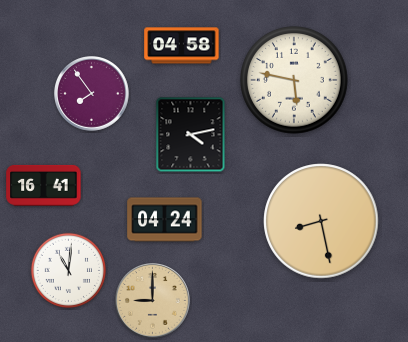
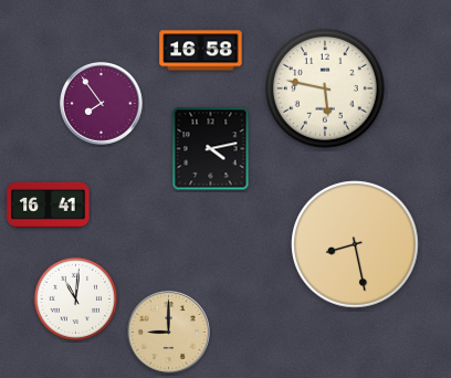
clock at (182, 46): 04:58 -> 16:58
clock at (165, 220): 04:24 -> none
